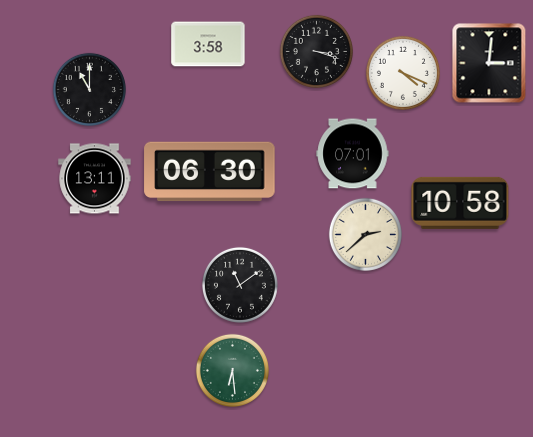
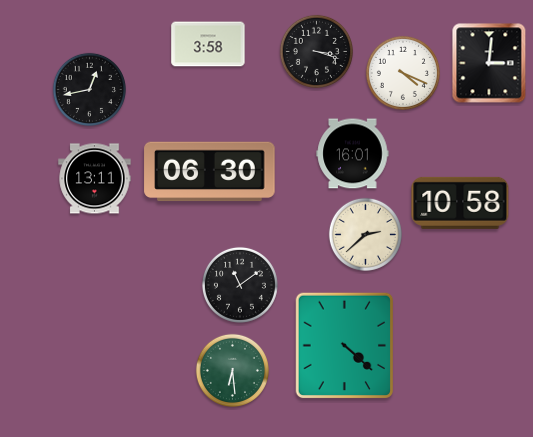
clock at (89, 89): 11:00 -> 12:43
clock at (353, 154): 07:01 -> 16:01
clock at (344, 346): none -> 4:22
